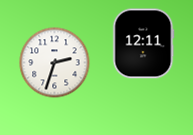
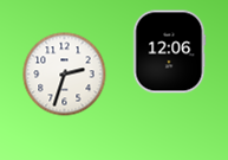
clock at (143, 44): 12:11 -> 12:06
